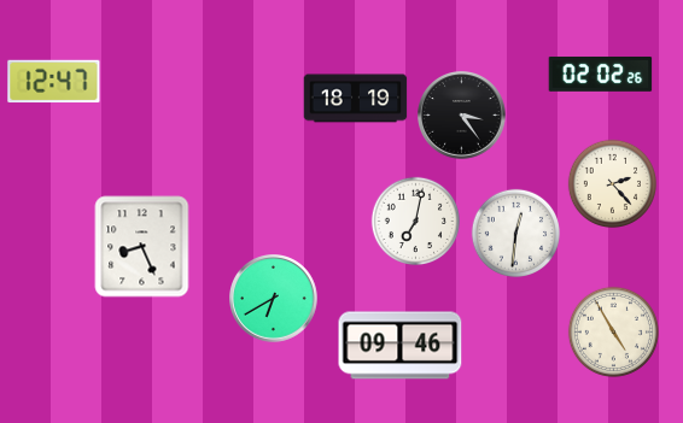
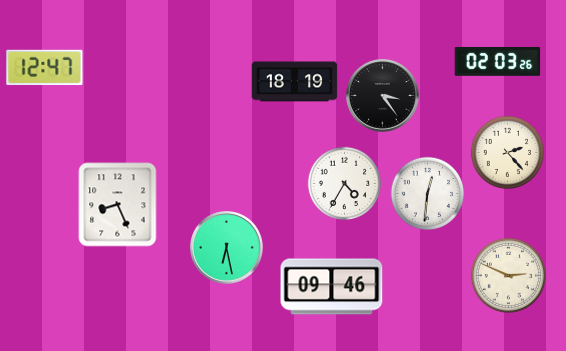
clock at (601, 75): 02:02 -> 02:03
clock at (415, 221): 7:02 -> 4:35
clock at (274, 299): 6:40 -> 6:28
clock at (613, 331): 4:55 -> 2:49
